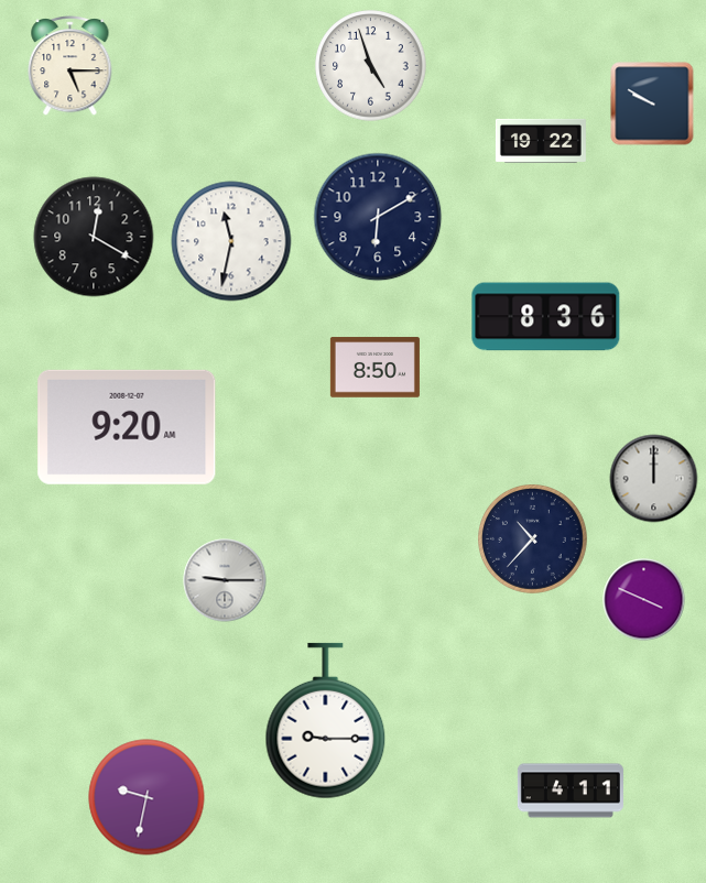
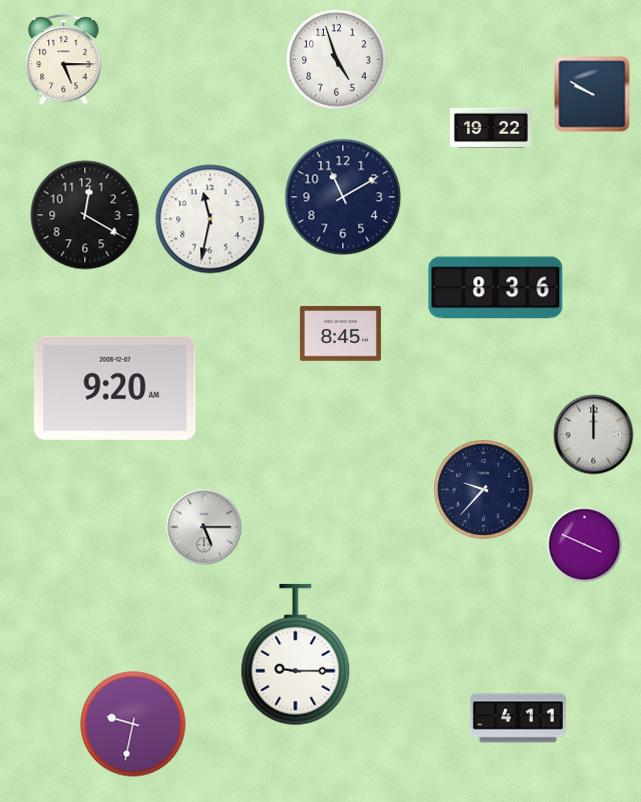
clock at (378, 217): 6:10 -> 11:10
clock at (374, 368): 8:50 -> 8:45
clock at (533, 539): 10:37 -> 9:37
clock at (225, 580): 9:15 -> 5:15
